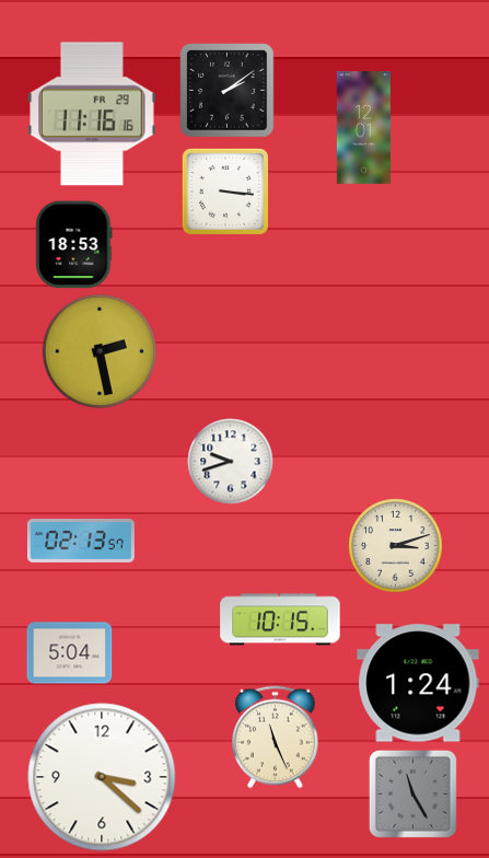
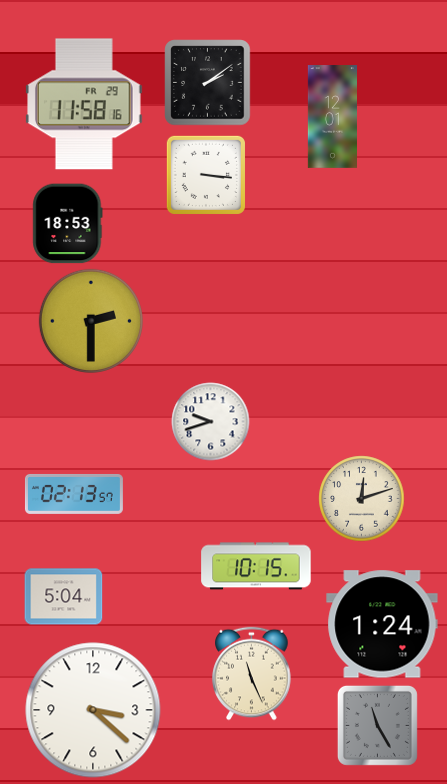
clock at (93, 114): 11:16 -> 11:58
clock at (100, 351): 2:28 -> 2:30
clock at (395, 545): 3:12 -> 12:12
